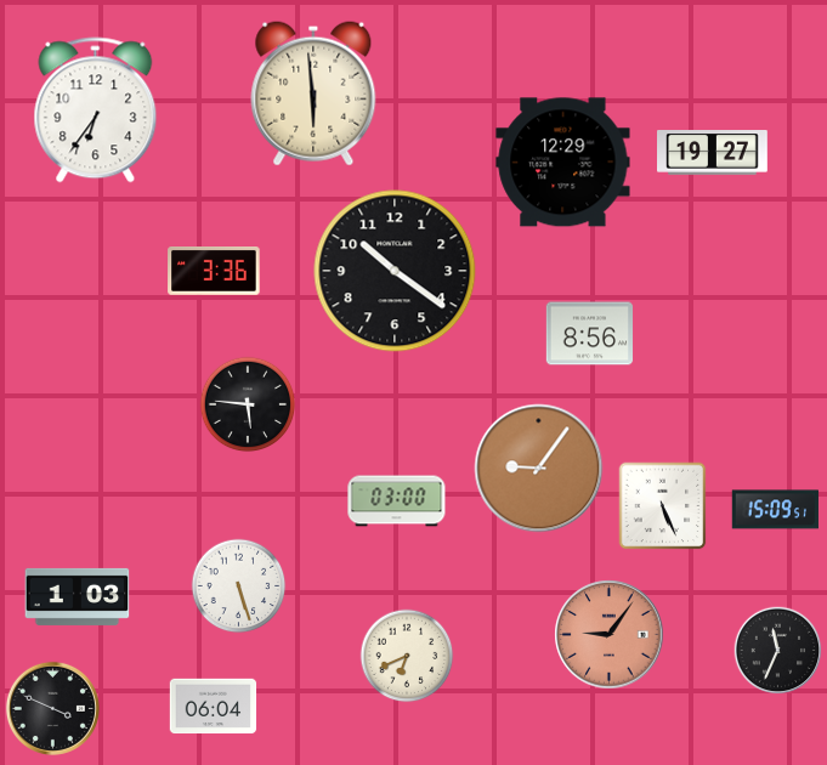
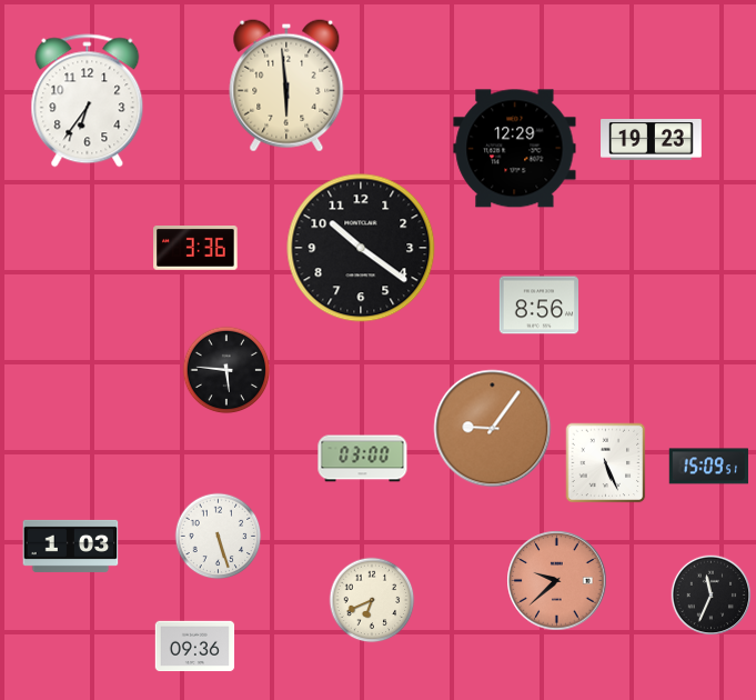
clock at (713, 153): 19:27 -> 19:23
clock at (610, 635): 9:06 -> 9:38
clock at (214, 707): 06:04 -> 09:36
clock at (52, 708): 3:49 -> none
